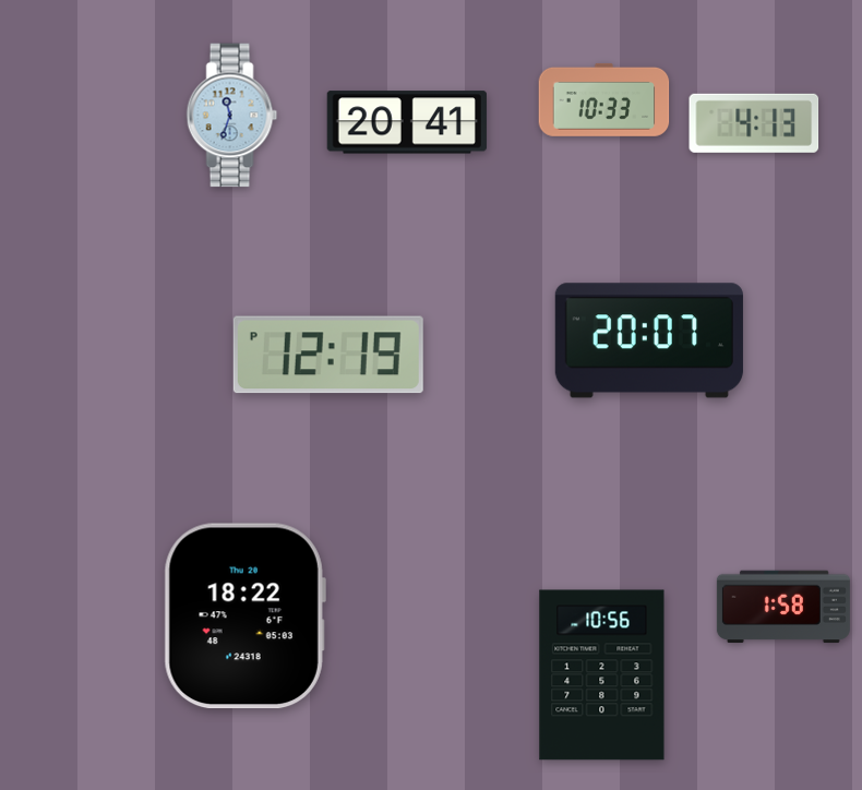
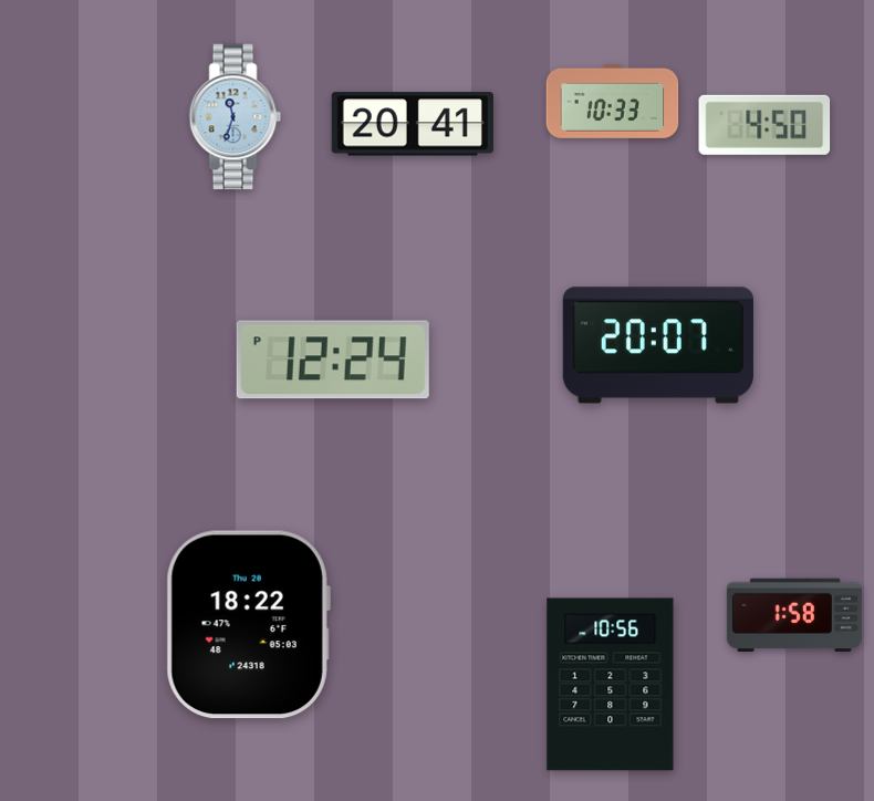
clock at (754, 123): 4:13 -> 4:50
clock at (328, 355): 12:19 -> 12:24
